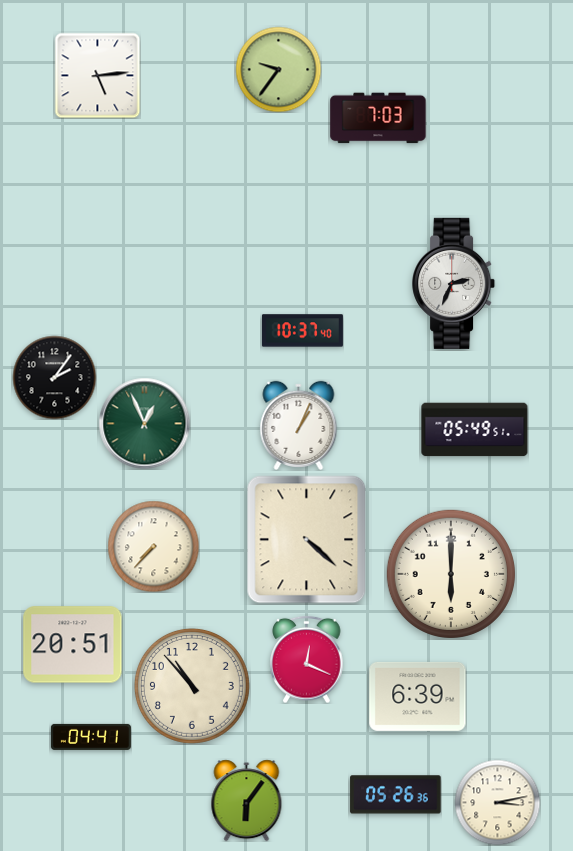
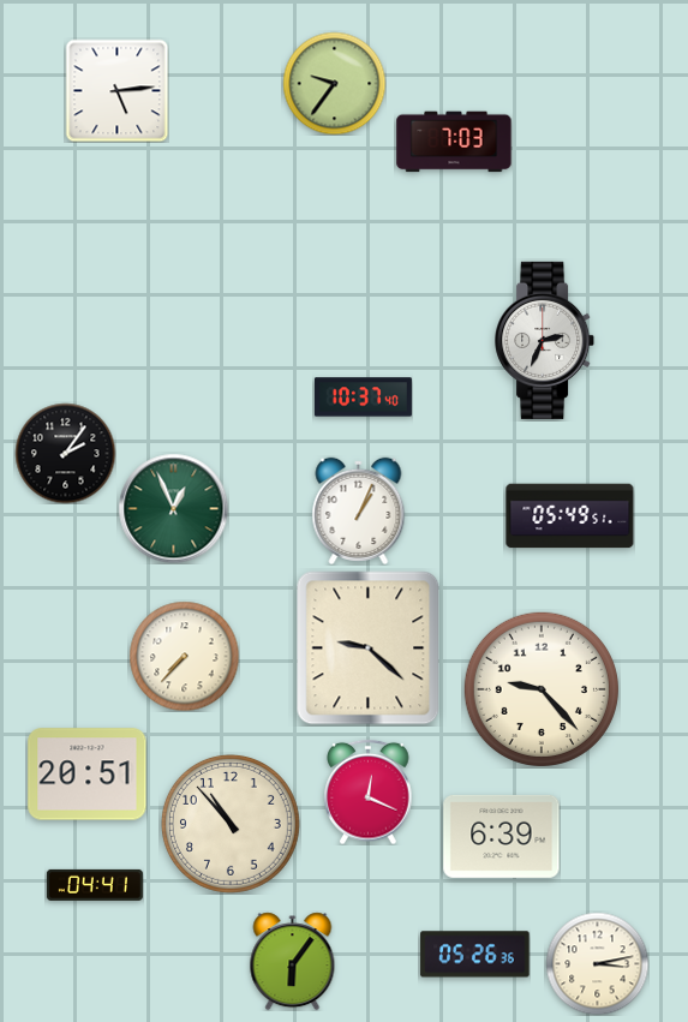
clock at (307, 540): 4:22 -> 9:22
clock at (451, 574): 6:00 -> 9:23
clock at (91, 737) position: (91, 737) -> (95, 885)
clock at (247, 800) position: (247, 800) -> (293, 961)
